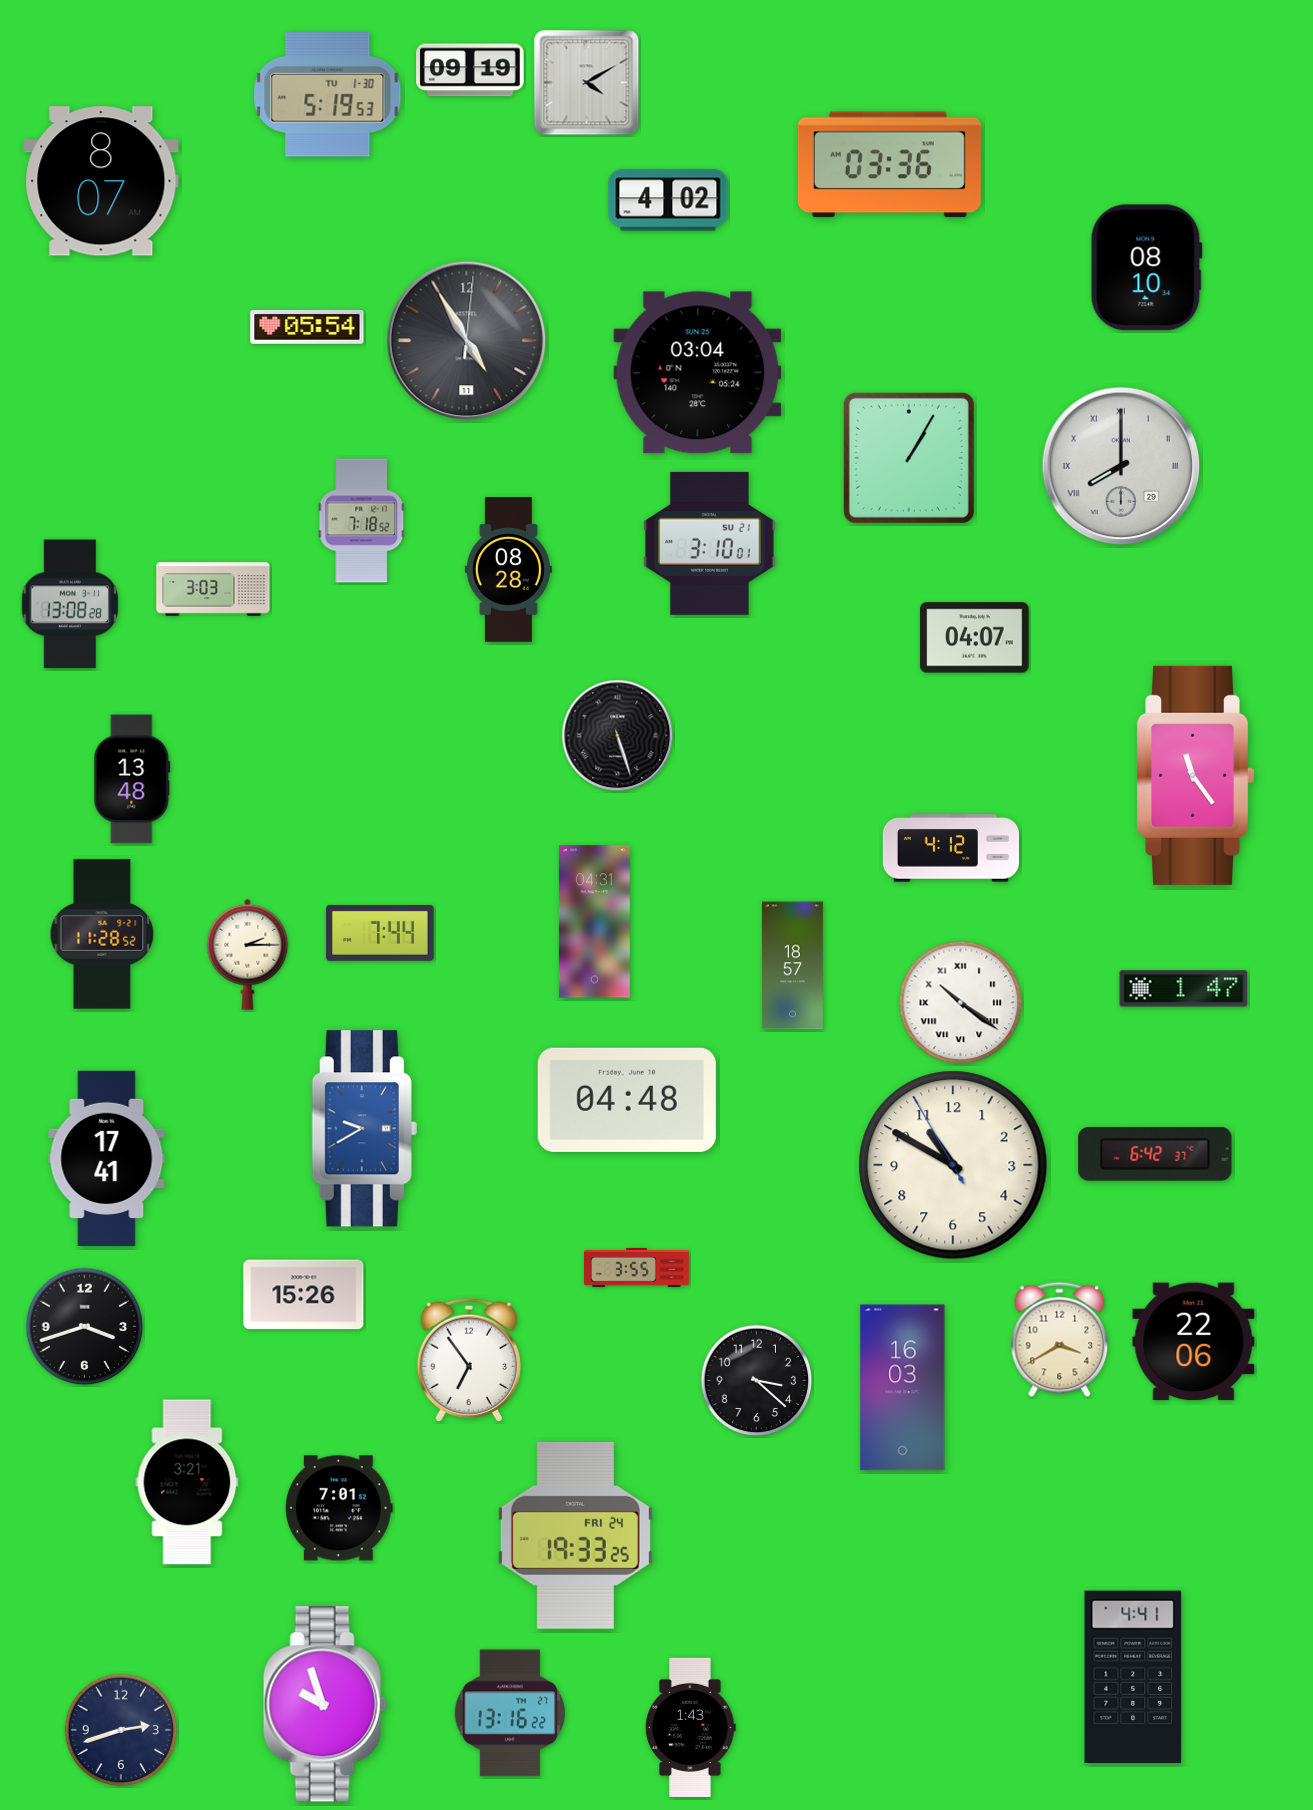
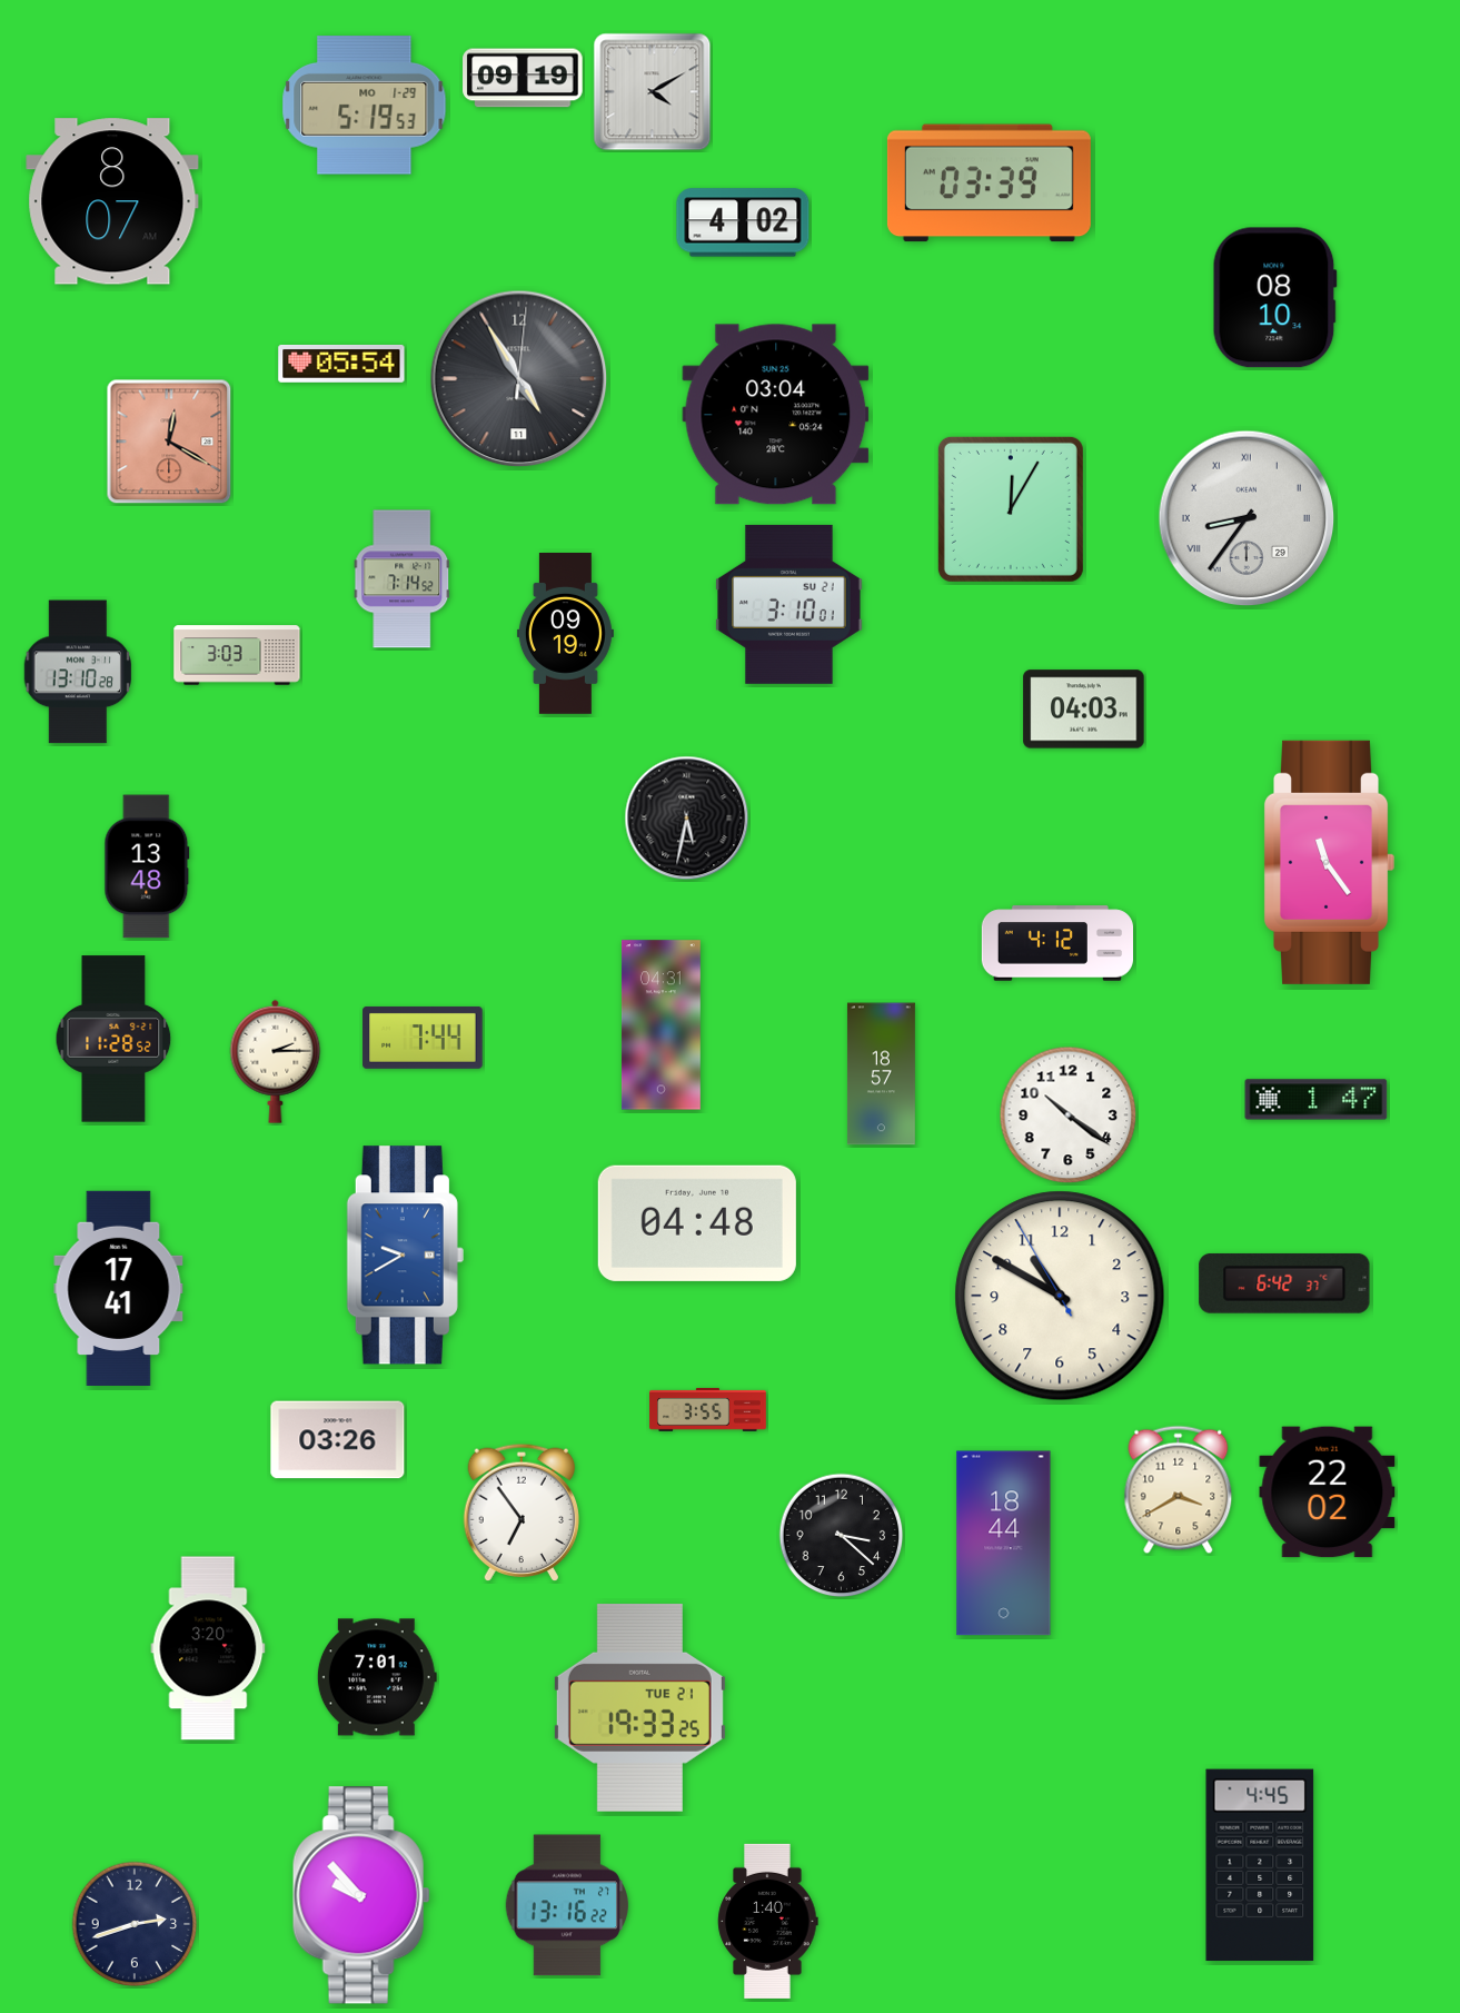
clock at (328, 95) date: TU 1-30 -> MO 1-29
clock at (889, 165): 03:36 -> 03:39
clock at (169, 442): none -> 12:20
clock at (909, 458): 1:05 -> 12:05
clock at (1121, 466): 8:00 -> 8:36
clock at (362, 521): 7:18 -> 7:14
clock at (508, 570): 08:28 -> 09:19
clock at (69, 604): 13:08 -> 13:10
clock at (975, 638): 04:07 -> 04:03
clock at (618, 736): 5:27 -> 5:32
clock at (961, 1003) numerals: Roman -> Arabic
clock at (304, 1295): 15:26 -> 03:26
clock at (85, 1327): 3:42 -> none
clock at (1194, 1342): 22:06 -> 22:02
clock at (903, 1388): 16:03 -> 18:44
clock at (187, 1482): 3:21 -> 3:20
clock at (575, 1535) date: FRI 24 -> TUE 21
clock at (1133, 1677): 4:41 -> 4:45
clock at (325, 1704): 9:57 -> 9:53
clock at (691, 1727): 1:43 -> 1:40
